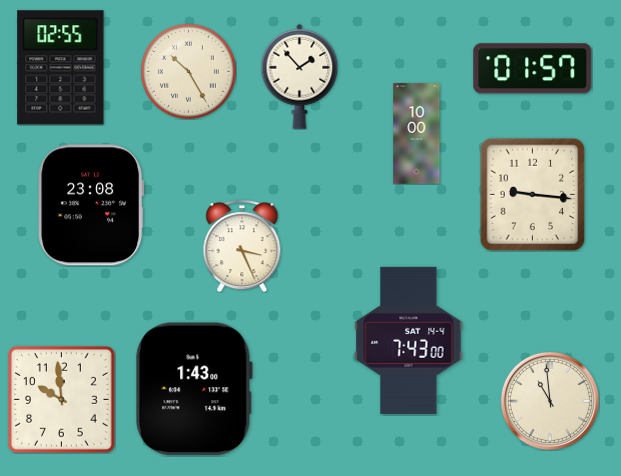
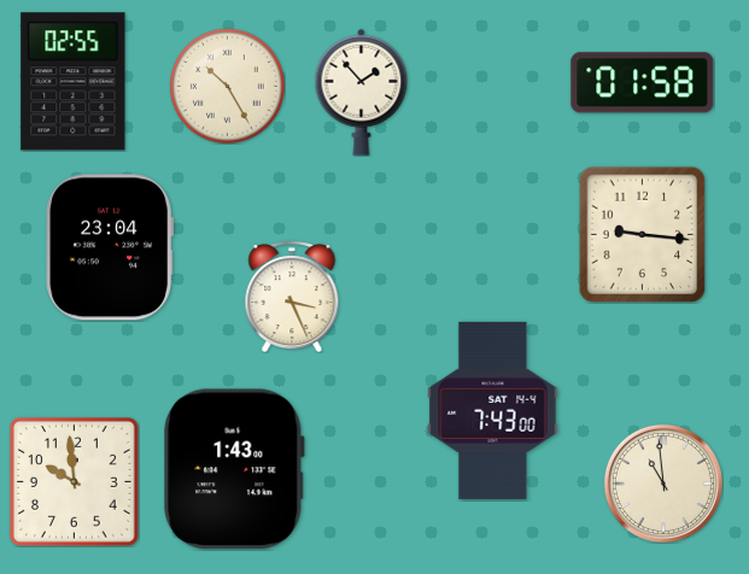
clock at (533, 69): 01:57 -> 01:58
clock at (417, 134): 10:00 -> none
clock at (91, 205): 23:08 -> 23:04
